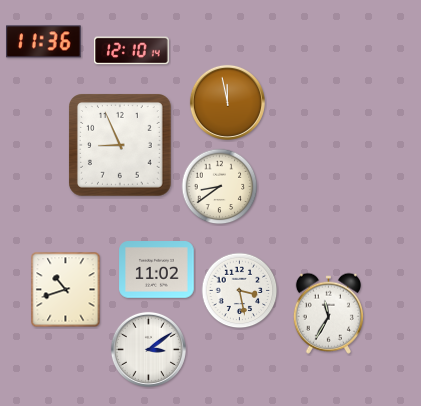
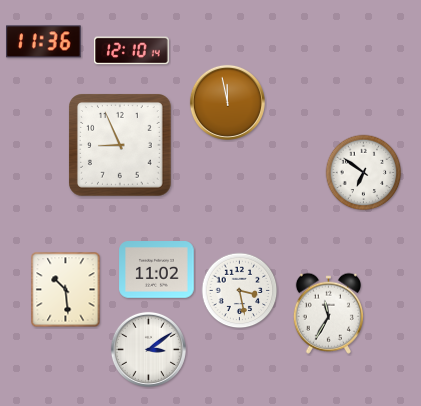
clock at (364, 173): none -> 6:51
clock at (220, 187): 8:39 -> none
clock at (66, 290): 10:42 -> 10:29
